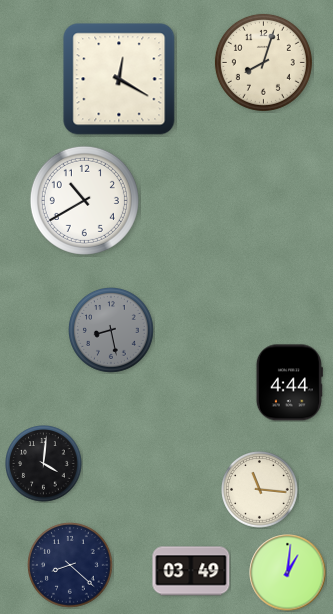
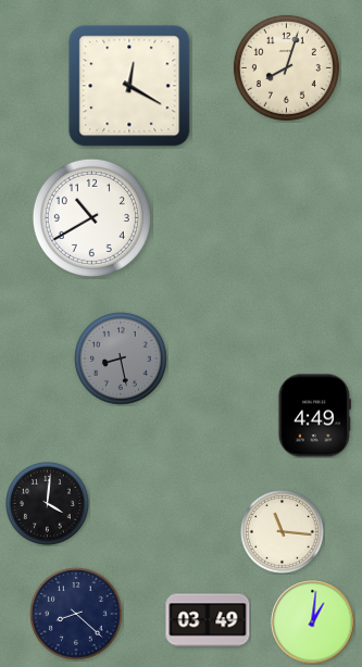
clock at (289, 383): 4:44 -> 4:49
